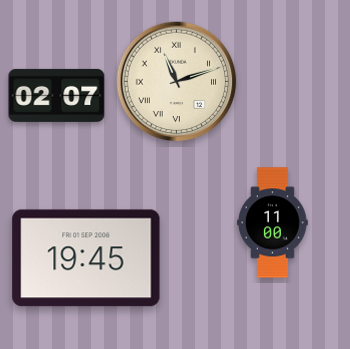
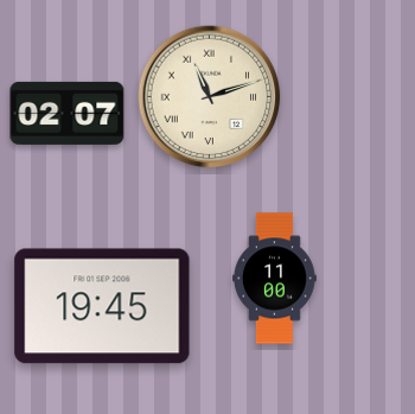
clock at (273, 223) position: (273, 223) -> (275, 279)
